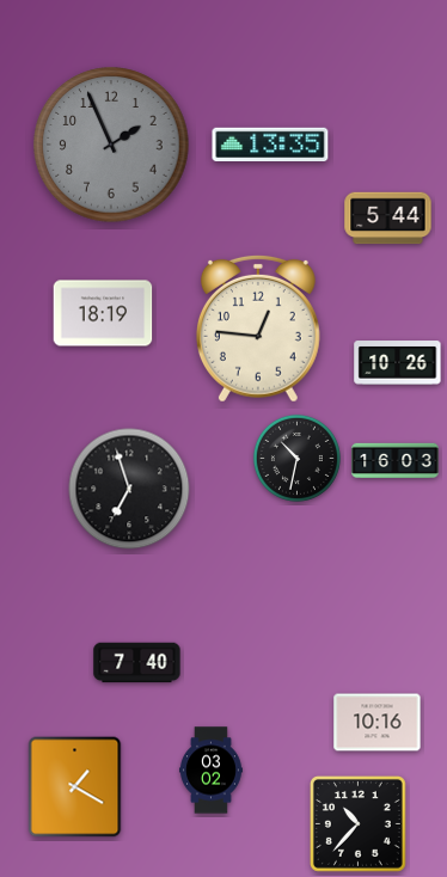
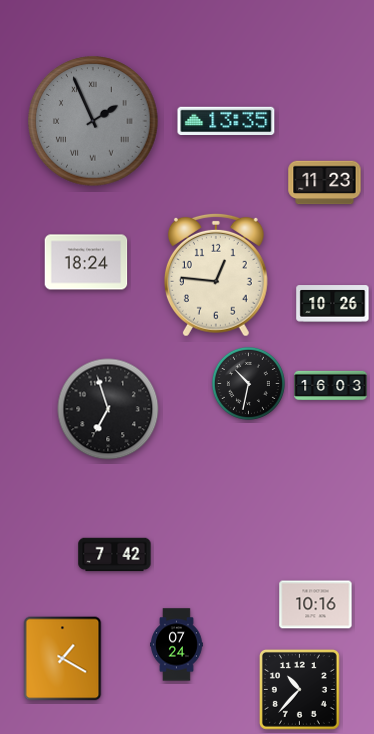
clock at (111, 145) numerals: Arabic -> Roman
clock at (388, 219): 5:44 -> 11:23
clock at (103, 313): 18:19 -> 18:24
clock at (137, 663): 7:40 -> 7:42
clock at (212, 771): 03:02 -> 07:24
